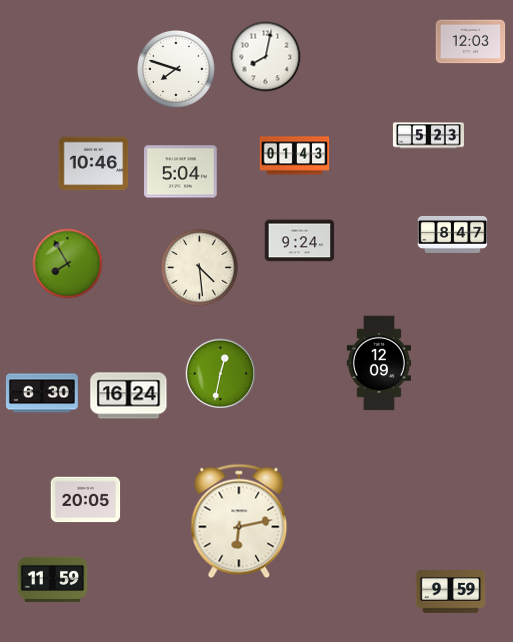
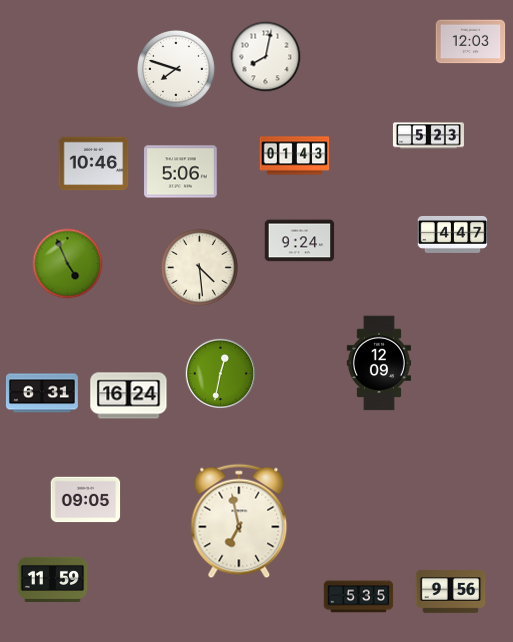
clock at (181, 172): 5:04 -> 5:06
clock at (453, 234): 8:47 -> 4:47
clock at (68, 264): 7:55 -> 4:56
clock at (42, 393): 6:30 -> 6:31
clock at (86, 500): 20:05 -> 09:05
clock at (239, 521): 6:13 -> 6:58
clock at (451, 592): 9:59 -> 9:56
clock at (359, 597): none -> 5:35
